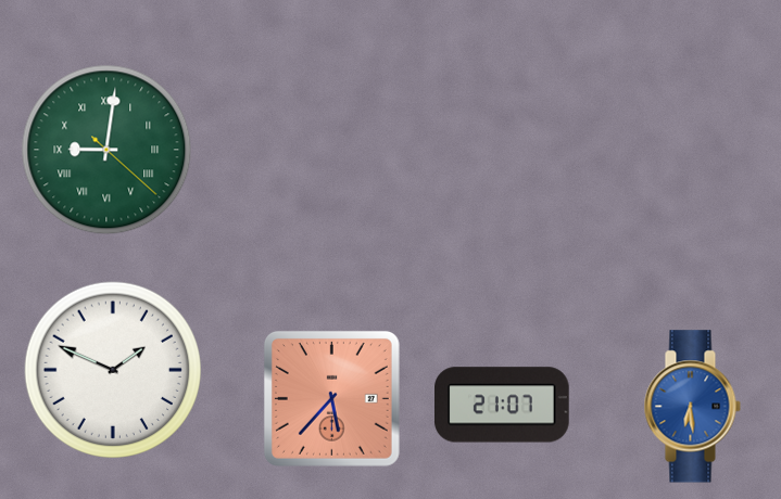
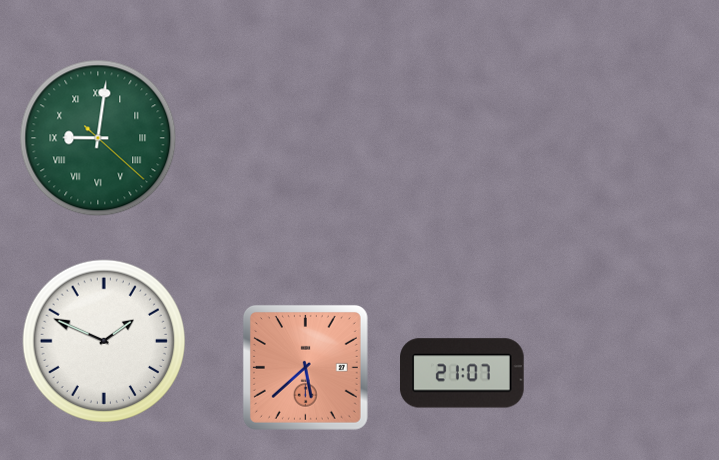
clock at (331, 398): 5:37 -> 5:38
clock at (692, 407): 6:29 -> none
